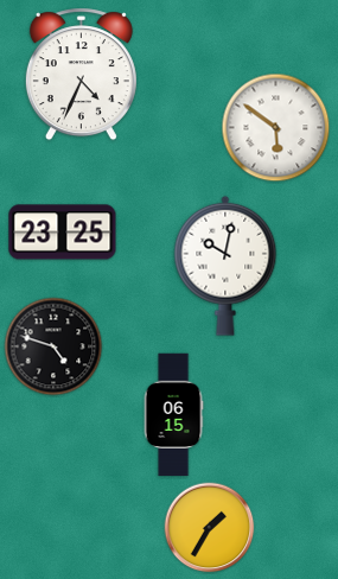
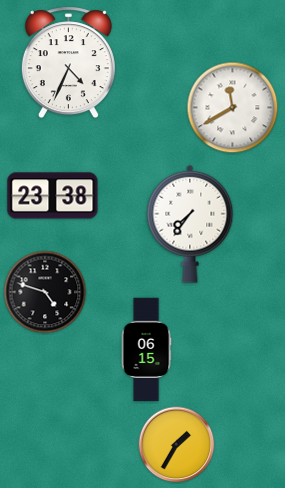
clock at (276, 128): 5:51 -> 11:40
clock at (63, 233): 23:25 -> 23:38
clock at (225, 266): 10:02 -> 7:36
